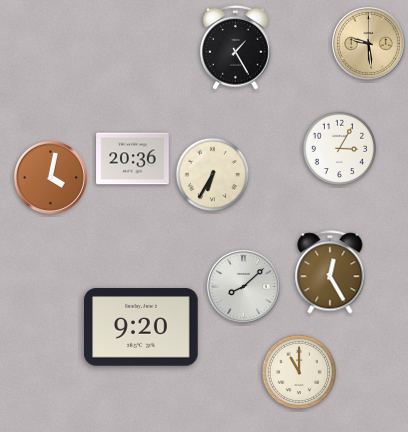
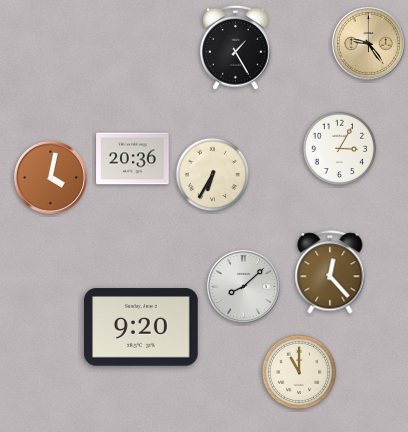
clock at (368, 43): 9:29 -> 9:24
clock at (330, 272): 12:25 -> 12:23
